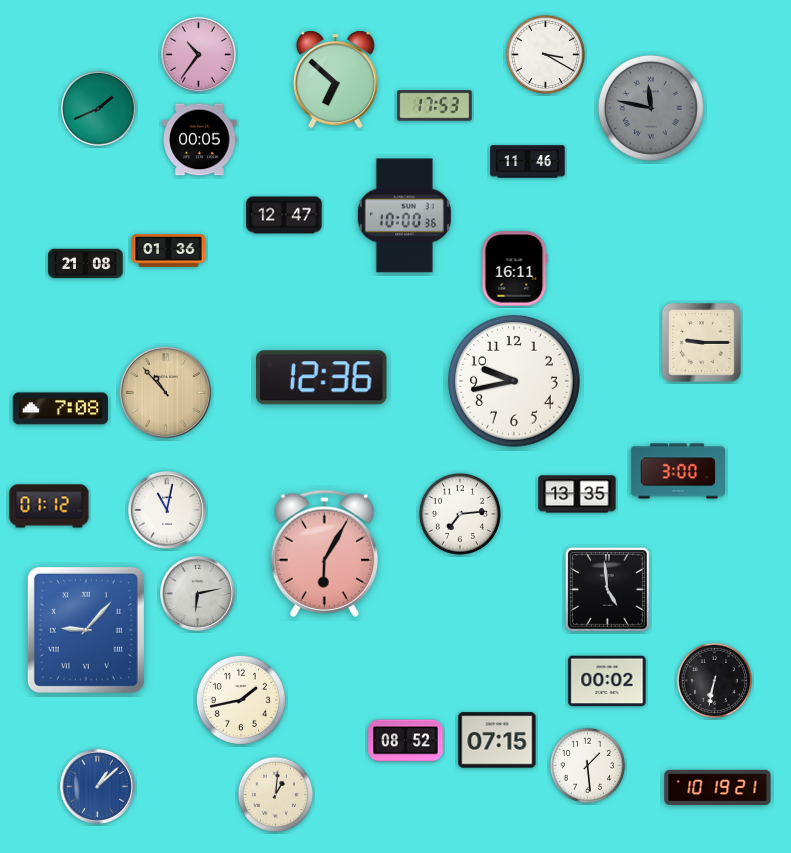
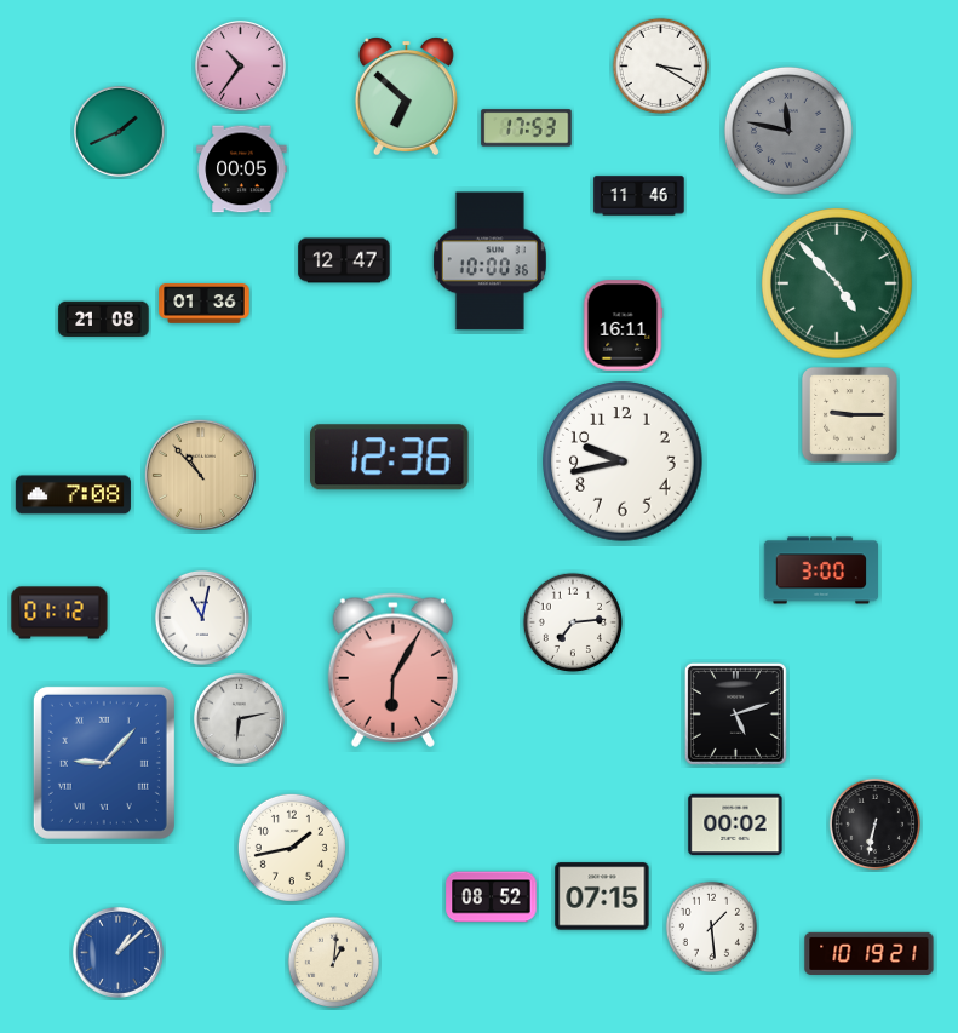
clock at (838, 285): none -> 4:53
clock at (577, 494): 13:35 -> none
clock at (459, 513) position: (459, 513) -> (572, 621)
clock at (607, 589): 4:59 -> 5:12
clock at (715, 681) position: (715, 681) -> (876, 825)
